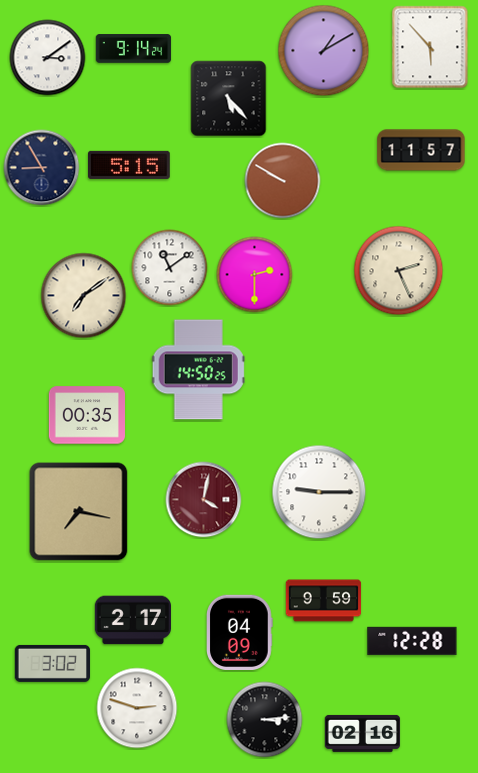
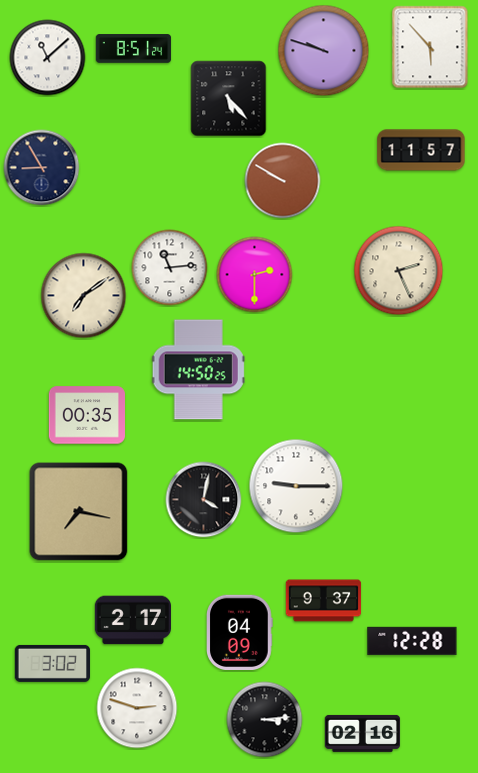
clock at (134, 49): 9:14 -> 8:51
clock at (324, 51): 1:10 -> 9:48
clock at (48, 58): 3:09 -> 11:08
clock at (130, 165): 5:15 -> none
clock at (170, 268): 11:09 -> 11:14
clock at (319, 492) position: (319, 492) -> (296, 486)
clock at (204, 500) dial: burgundy -> black
clock at (324, 601): 9:59 -> 9:37
